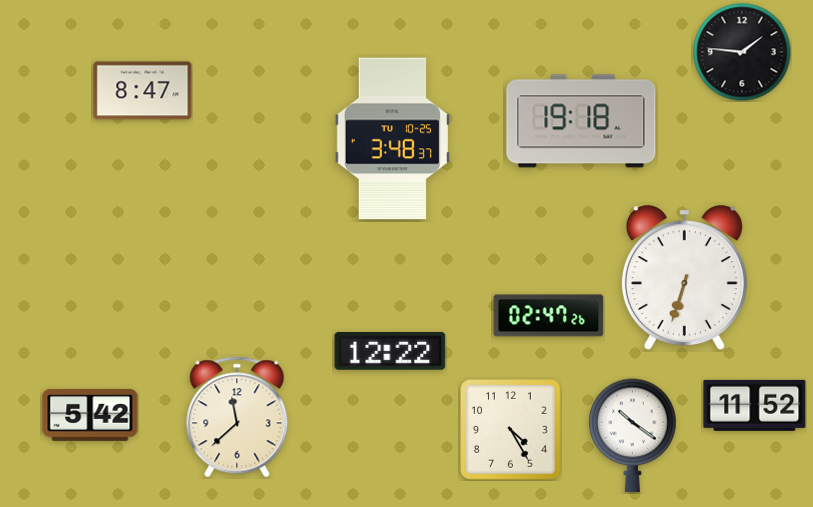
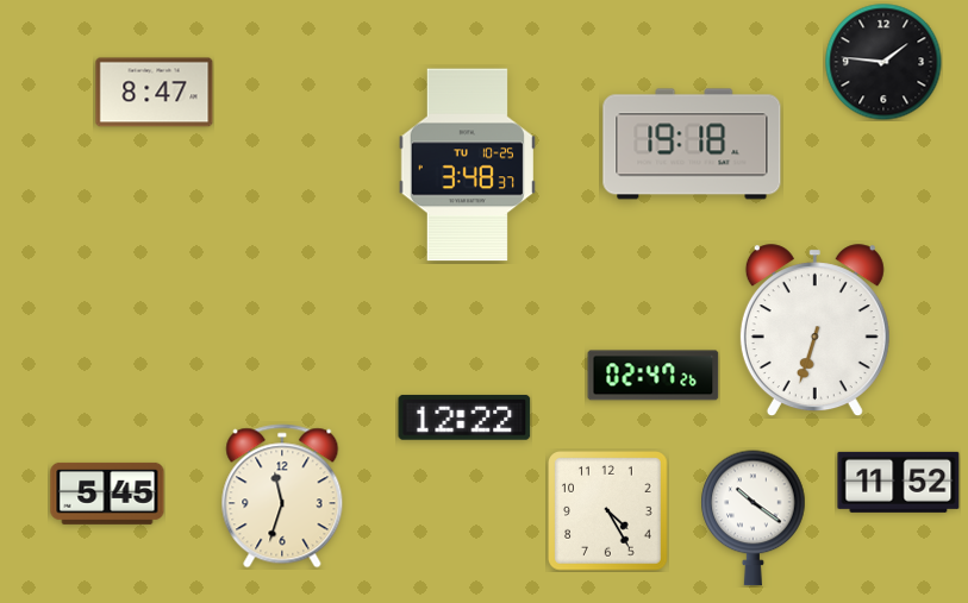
clock at (143, 91) position: (143, 91) -> (155, 93)
clock at (90, 415): 5:42 -> 5:45
clock at (237, 417): 11:38 -> 11:33
